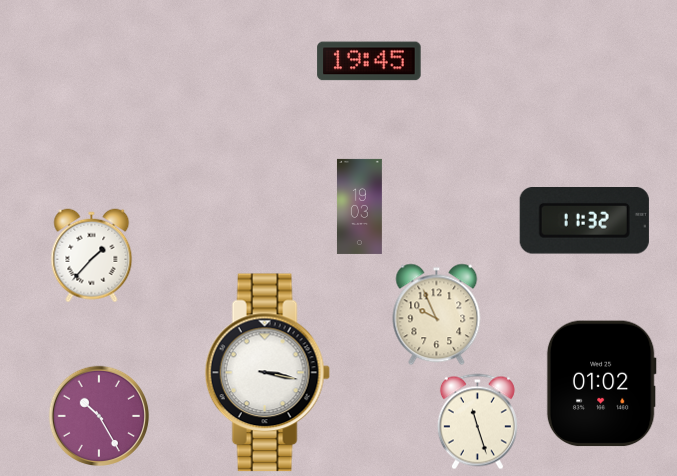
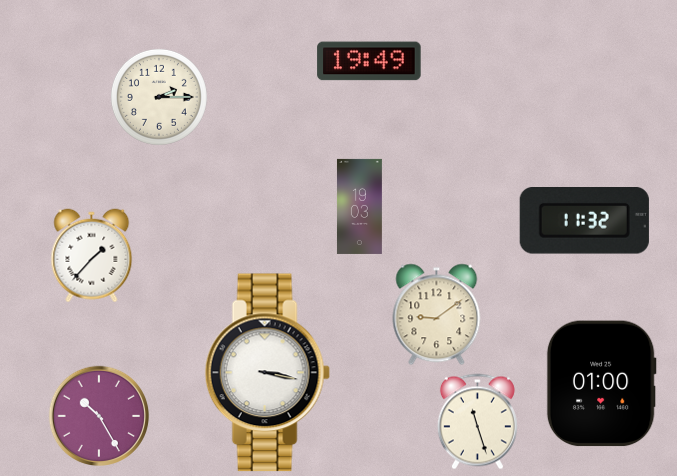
clock at (369, 61): 19:45 -> 19:49
clock at (159, 97): none -> 2:15
clock at (437, 315): 9:56 -> 9:09
clock at (601, 384): 01:02 -> 01:00
